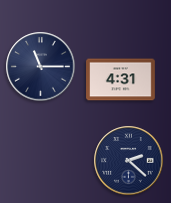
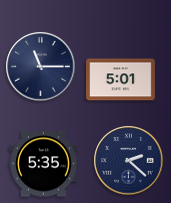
clock at (121, 80): 4:31 -> 5:01
clock at (44, 164): none -> 5:35
